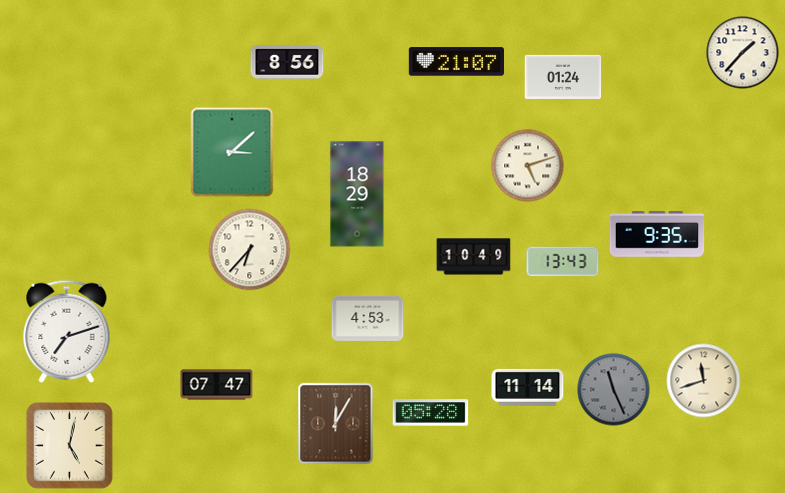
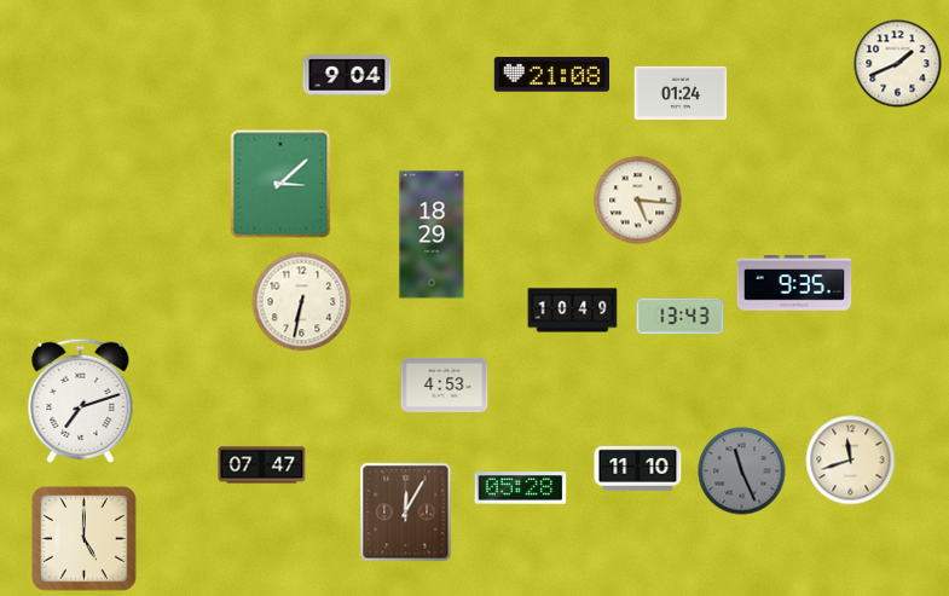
clock at (743, 53): 1:37 -> 1:41
clock at (287, 62): 8:56 -> 9:04
clock at (456, 62): 21:07 -> 21:08
clock at (528, 166): 5:12 -> 5:16
clock at (250, 250): 6:37 -> 6:32
clock at (528, 387): 11:14 -> 11:10
clock at (431, 413) position: (431, 413) -> (521, 488)
clock at (70, 446): 5:02 -> 5:00
